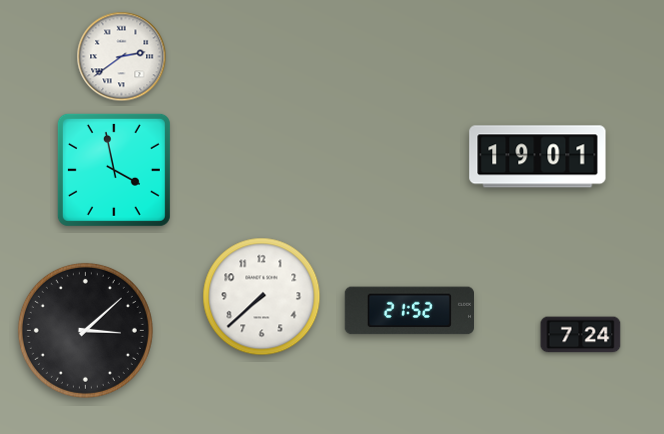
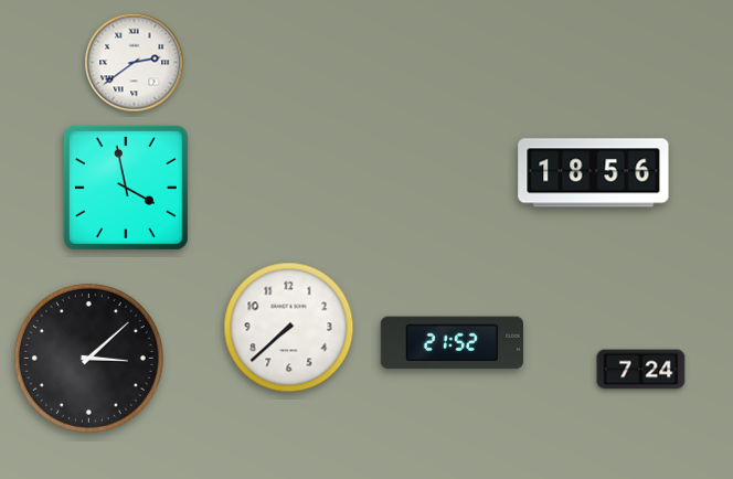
clock at (538, 157): 19:01 -> 18:56
clock at (85, 330) position: (85, 330) -> (88, 358)
